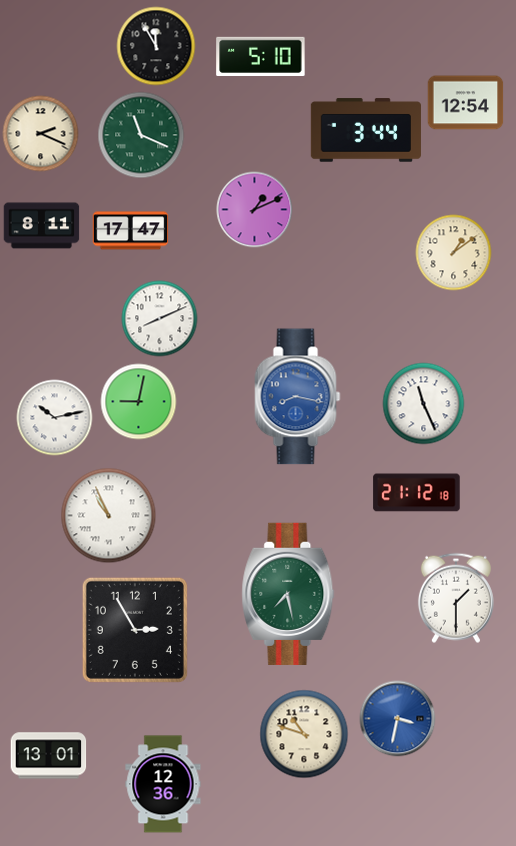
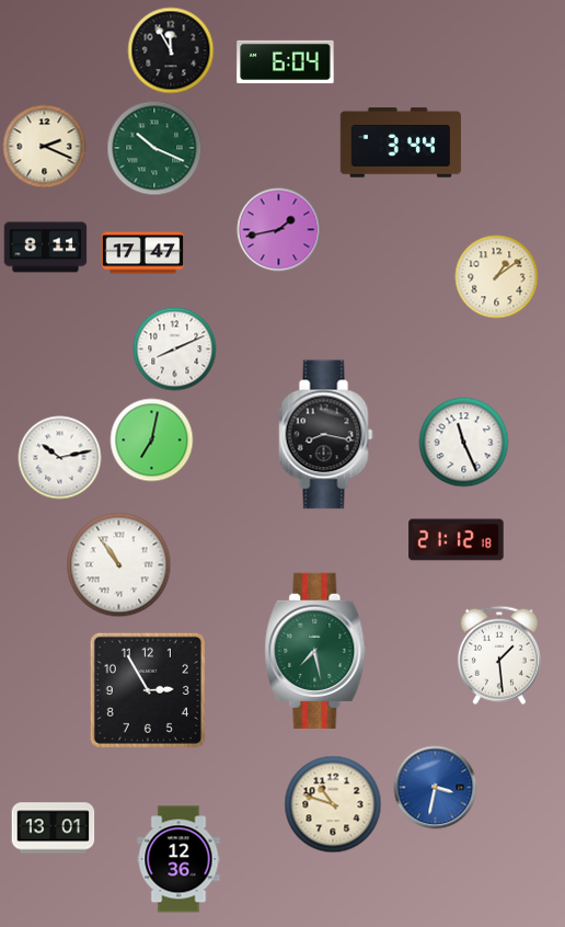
clock at (261, 56): 5:10 -> 6:04
clock at (466, 103): 12:54 -> none
clock at (141, 135): 11:19 -> 10:19
clock at (255, 210): 1:11 -> 1:43
clock at (298, 397) dial: blue -> black
clock at (139, 402): 9:02 -> 7:02
clock at (109, 516): 10:56 -> 10:54
clock at (456, 598): 1:30 -> 1:29
